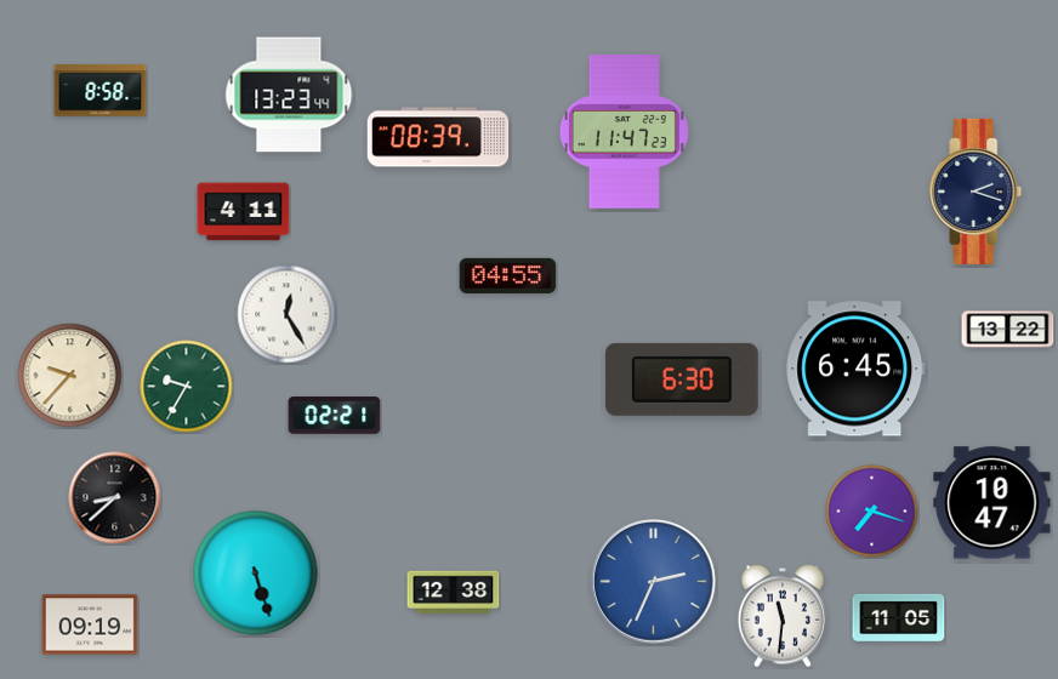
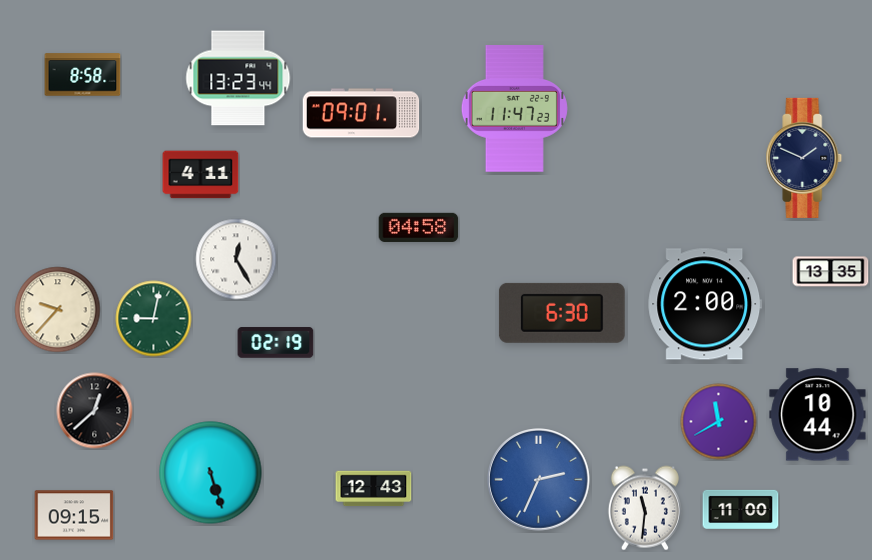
clock at (438, 137): 08:39 -> 09:01
clock at (975, 192): 2:18 -> 1:49
clock at (508, 275): 04:55 -> 04:58
clock at (1008, 330): 13:22 -> 13:35
clock at (855, 369): 6:45 -> 2:00
clock at (187, 387): 9:35 -> 9:02
clock at (335, 416): 02:21 -> 02:19
clock at (115, 498): 8:38 -> 12:38
clock at (992, 503): 10:47 -> 10:44
clock at (872, 512): 7:18 -> 11:40
clock at (454, 593): 12:38 -> 12:43
clock at (899, 617): 11:05 -> 11:00
clock at (90, 624): 09:19 -> 09:15
